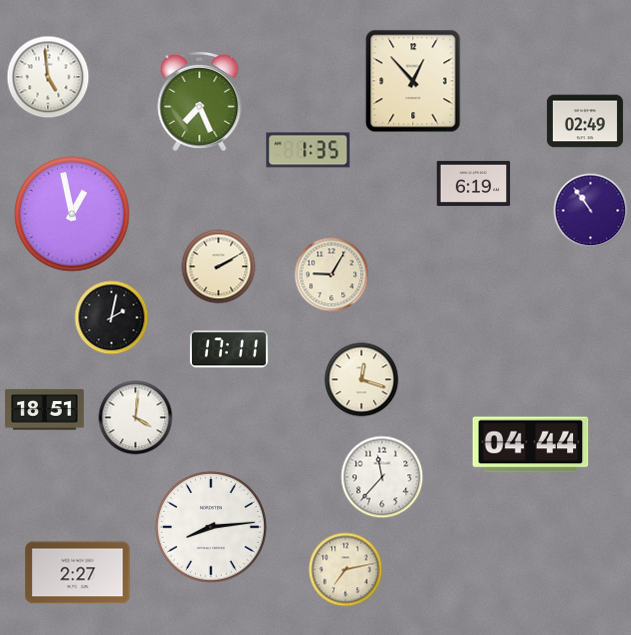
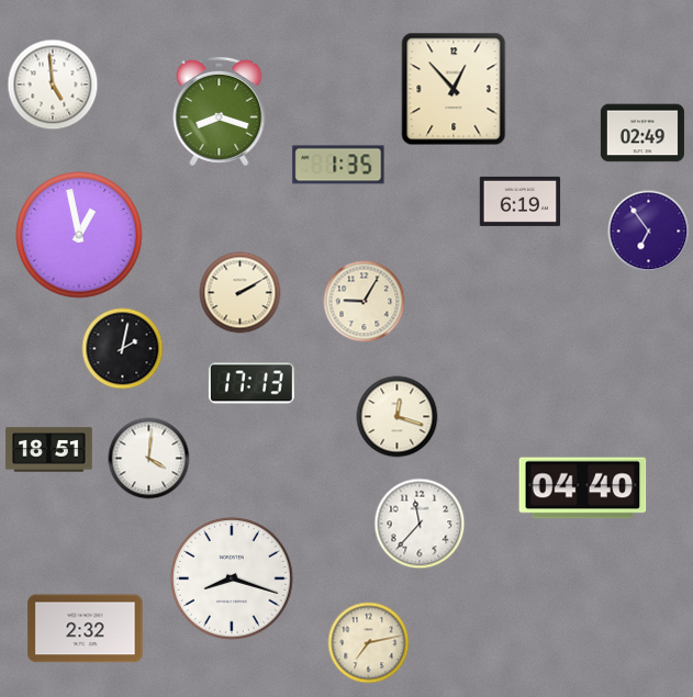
clock at (200, 101): 7:26 -> 8:18
clock at (591, 211): 10:54 -> 6:54
clock at (229, 349): 17:11 -> 17:13
clock at (531, 445): 04:44 -> 04:40
clock at (212, 528): 8:14 -> 8:18
clock at (346, 570) position: (346, 570) -> (369, 643)
clock at (78, 573): 2:27 -> 2:32
